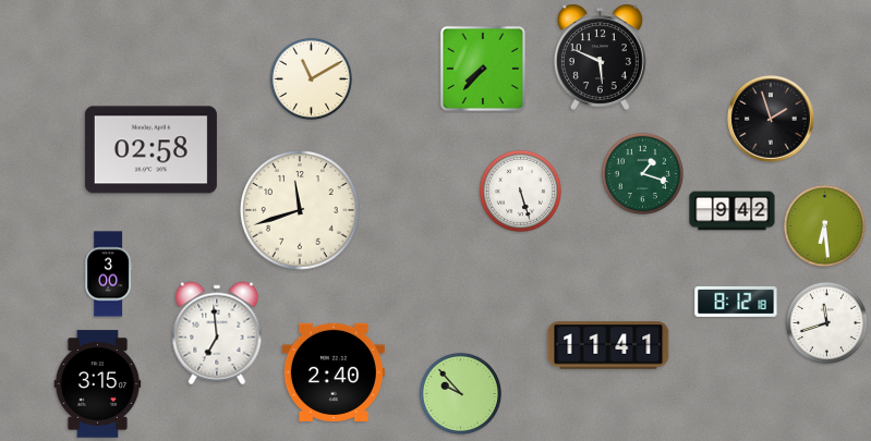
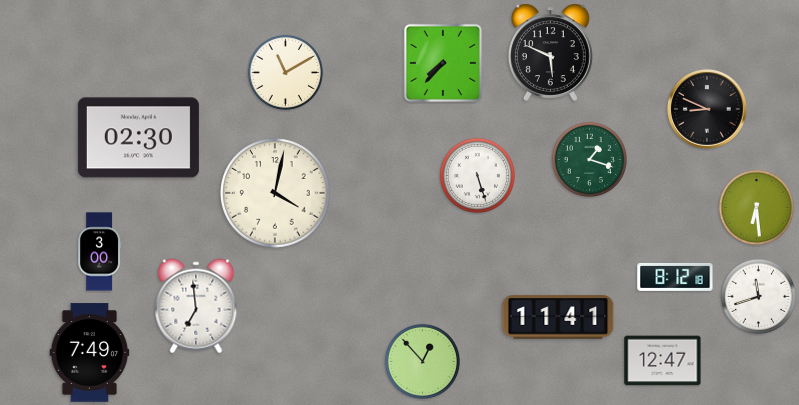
clock at (772, 120): 1:57 -> 8:49
clock at (150, 150): 02:58 -> 02:30
clock at (300, 210): 11:42 -> 4:02
clock at (733, 211): 9:42 -> none
clock at (217, 333) position: (217, 333) -> (196, 306)
clock at (334, 372): 2:40 -> none
clock at (98, 384): 3:15 -> 7:49
clock at (460, 393): 9:53 -> 12:53
clock at (663, 361): none -> 12:47
